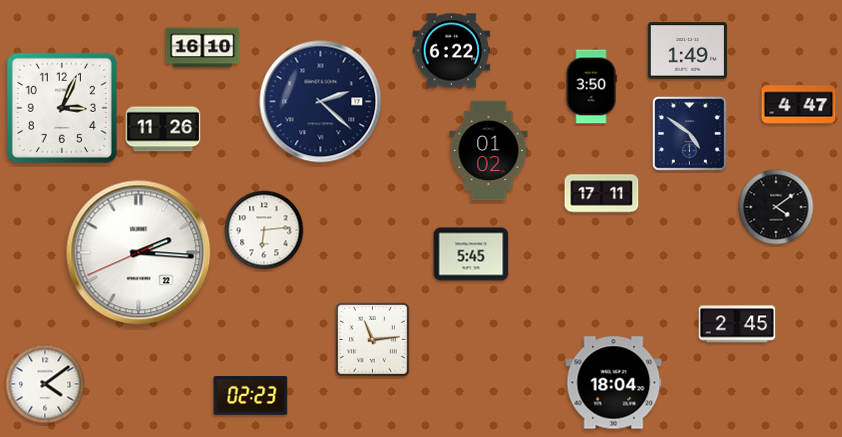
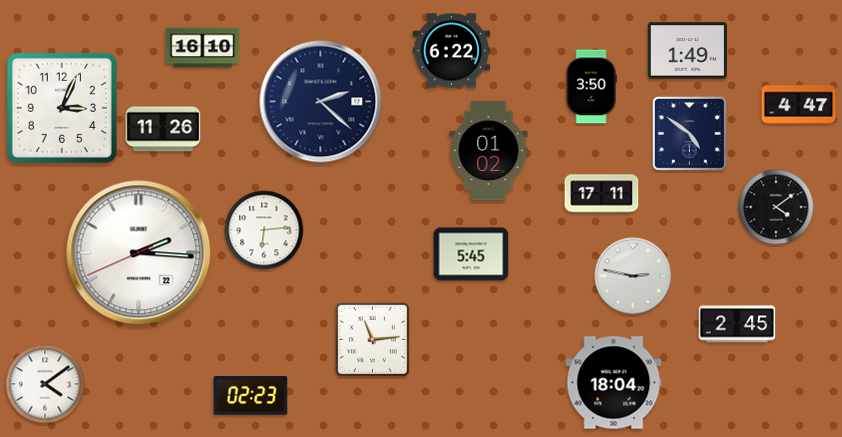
clock at (633, 276): none -> 2:47
